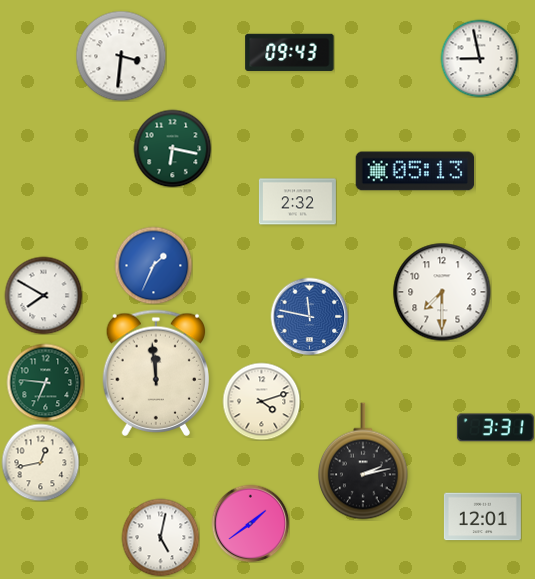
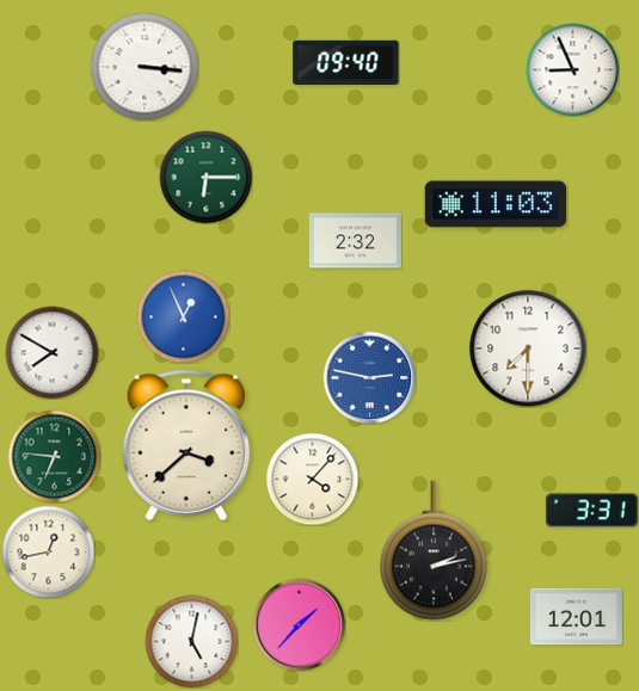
clock at (290, 52): 09:43 -> 09:40
clock at (121, 56): 3:31 -> 3:16
clock at (479, 58): 8:58 -> 8:56
clock at (172, 148): 6:17 -> 6:15
clock at (415, 171): 05:13 -> 11:03
clock at (153, 265): 1:34 -> 12:56
clock at (309, 316): 11:47 -> 2:47
clock at (155, 373): 11:59 -> 3:38
clock at (261, 401): 4:12 -> 4:07
clock at (250, 523): 1:39 -> 1:37
